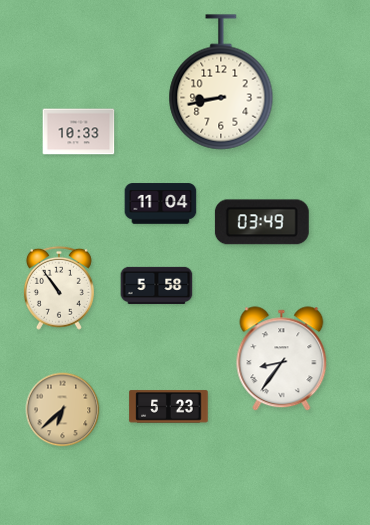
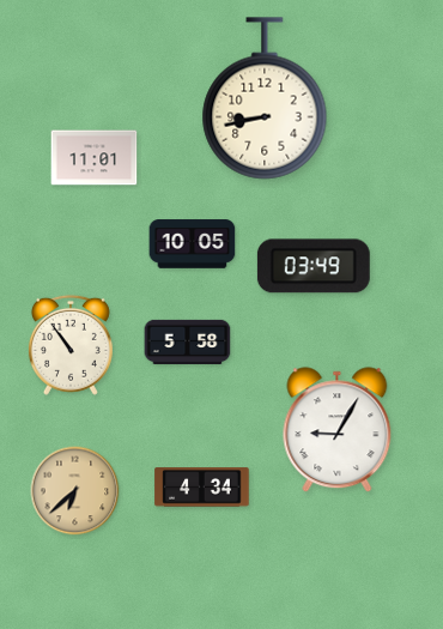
clock at (79, 132): 10:33 -> 11:01
clock at (161, 204): 11:04 -> 10:05
clock at (282, 359): 8:36 -> 9:05
clock at (169, 407): 5:23 -> 4:34
